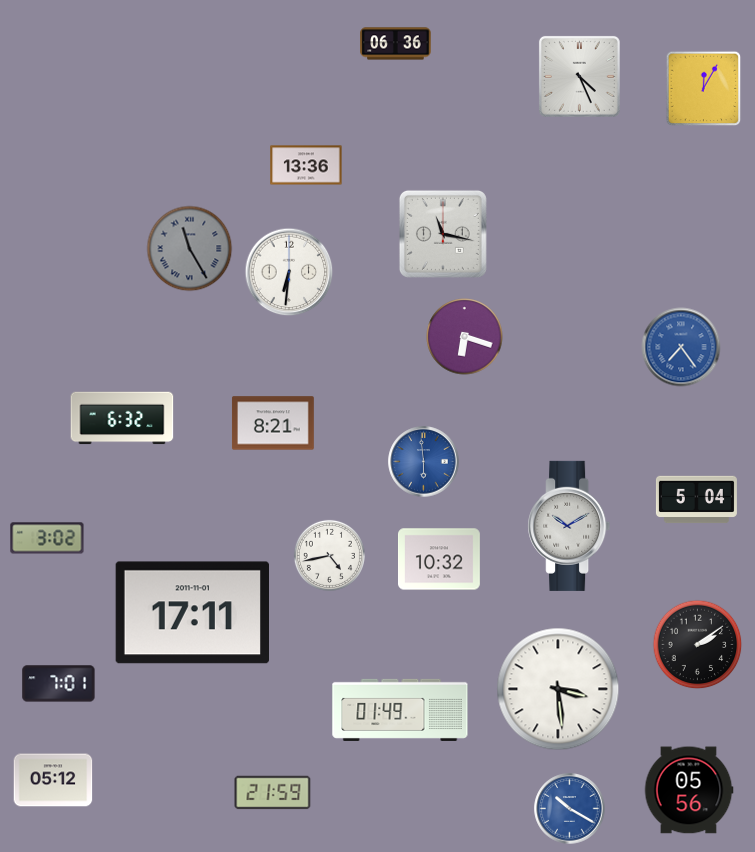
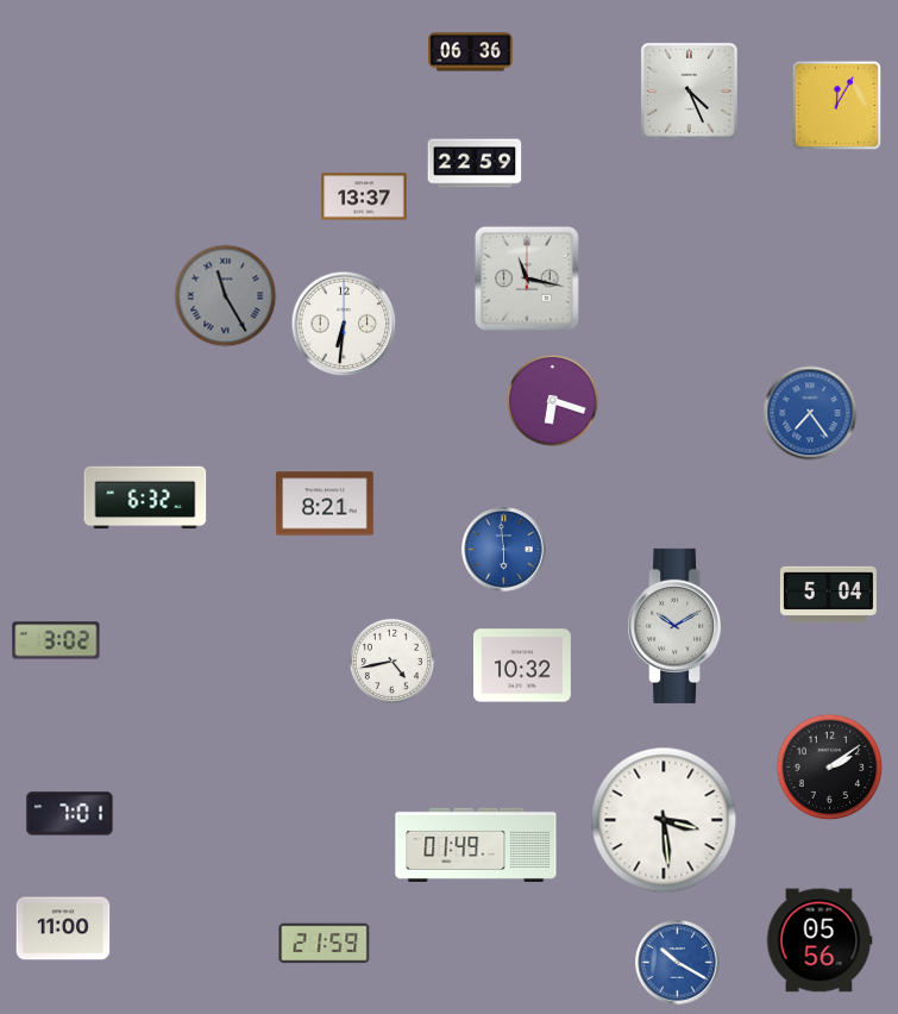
clock at (475, 163): none -> 22:59
clock at (306, 165): 13:36 -> 13:37
clock at (192, 613): 17:11 -> none
clock at (53, 780): 05:12 -> 11:00
